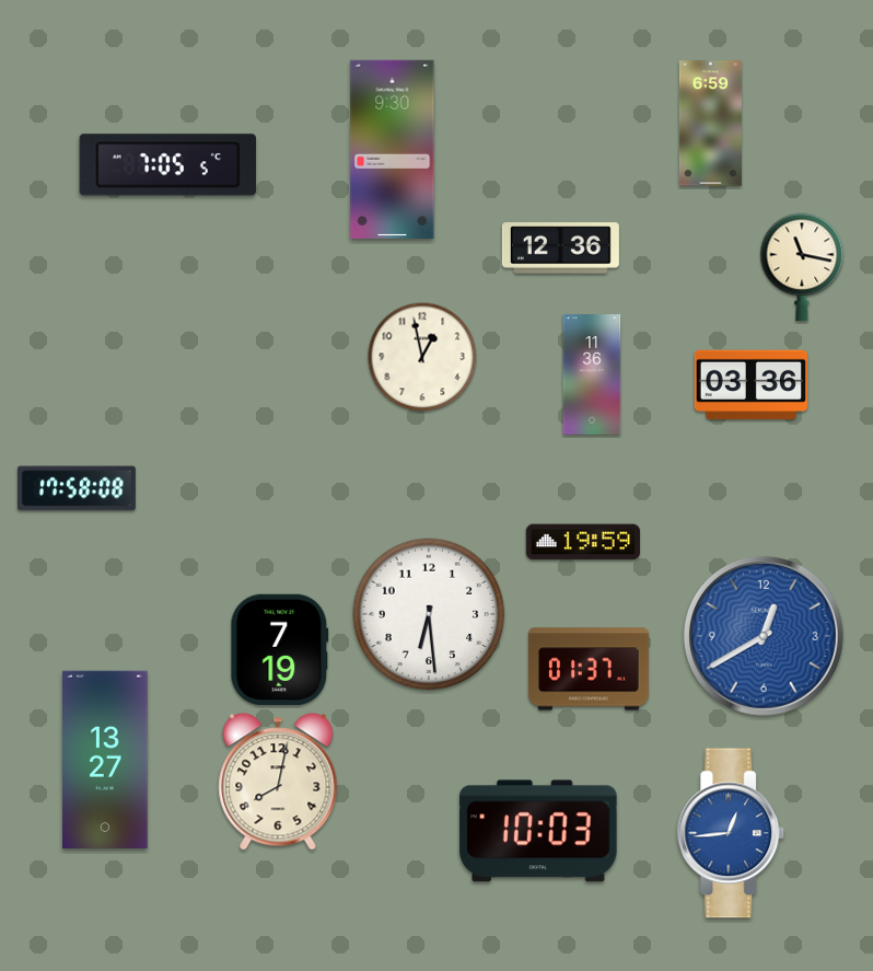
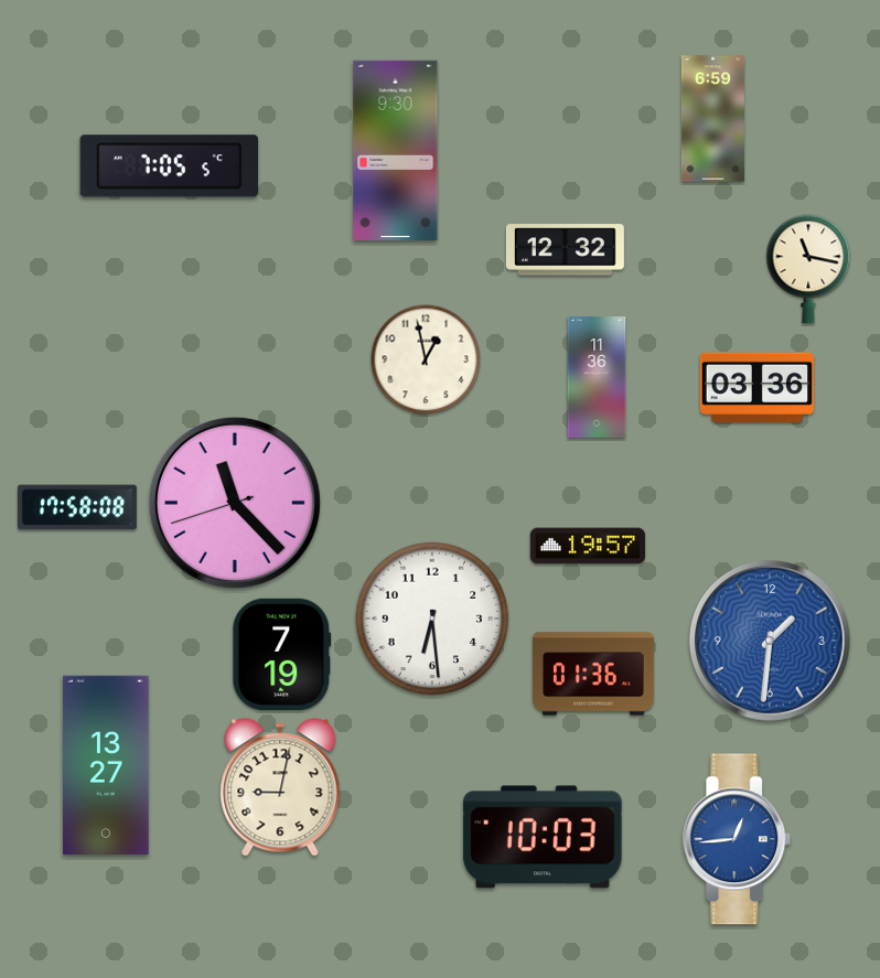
clock at (710, 124) position: (710, 124) -> (712, 119)
clock at (560, 248): 12:36 -> 12:32
clock at (77, 488) position: (77, 488) -> (77, 507)
clock at (235, 503): none -> 11:22
clock at (583, 542): 19:59 -> 19:57
clock at (764, 636): 12:40 -> 1:31
clock at (589, 669): 01:37 -> 01:36
clock at (278, 782): 8:02 -> 9:02
